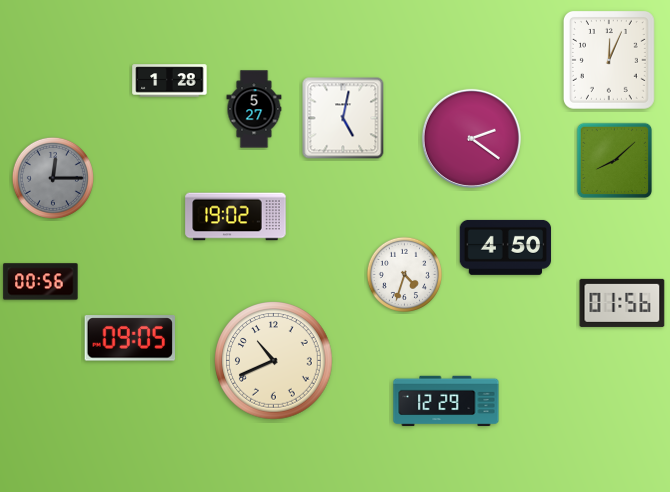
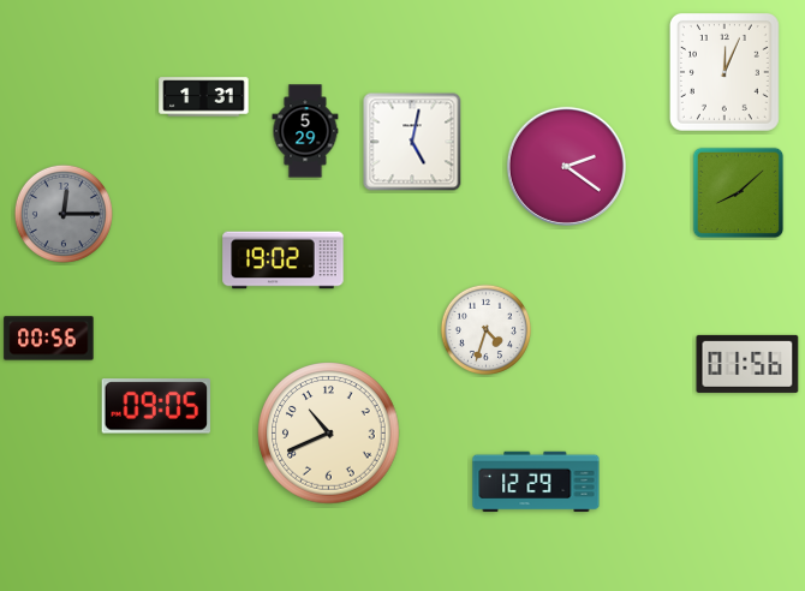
clock at (609, 60) position: (609, 60) -> (724, 72)
clock at (170, 81): 1:28 -> 1:31
clock at (254, 109): 5:27 -> 5:29
clock at (506, 247): 4:50 -> none
